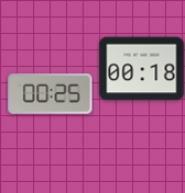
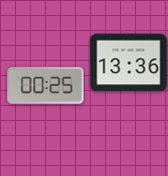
clock at (142, 69): 00:18 -> 13:36
